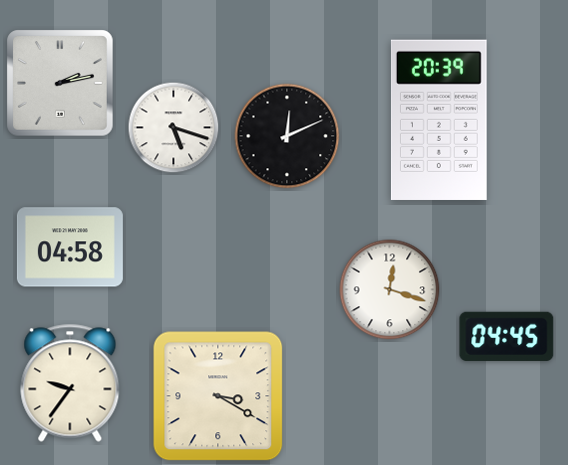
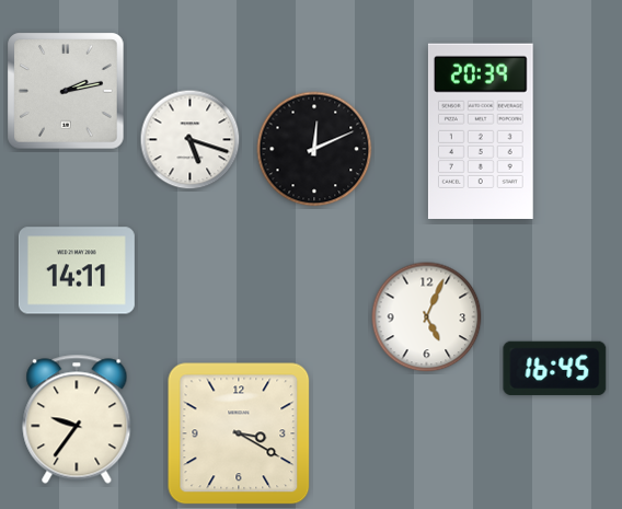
clock at (70, 247): 04:58 -> 14:11
clock at (390, 290): 12:18 -> 5:04
clock at (507, 336): 04:45 -> 16:45
